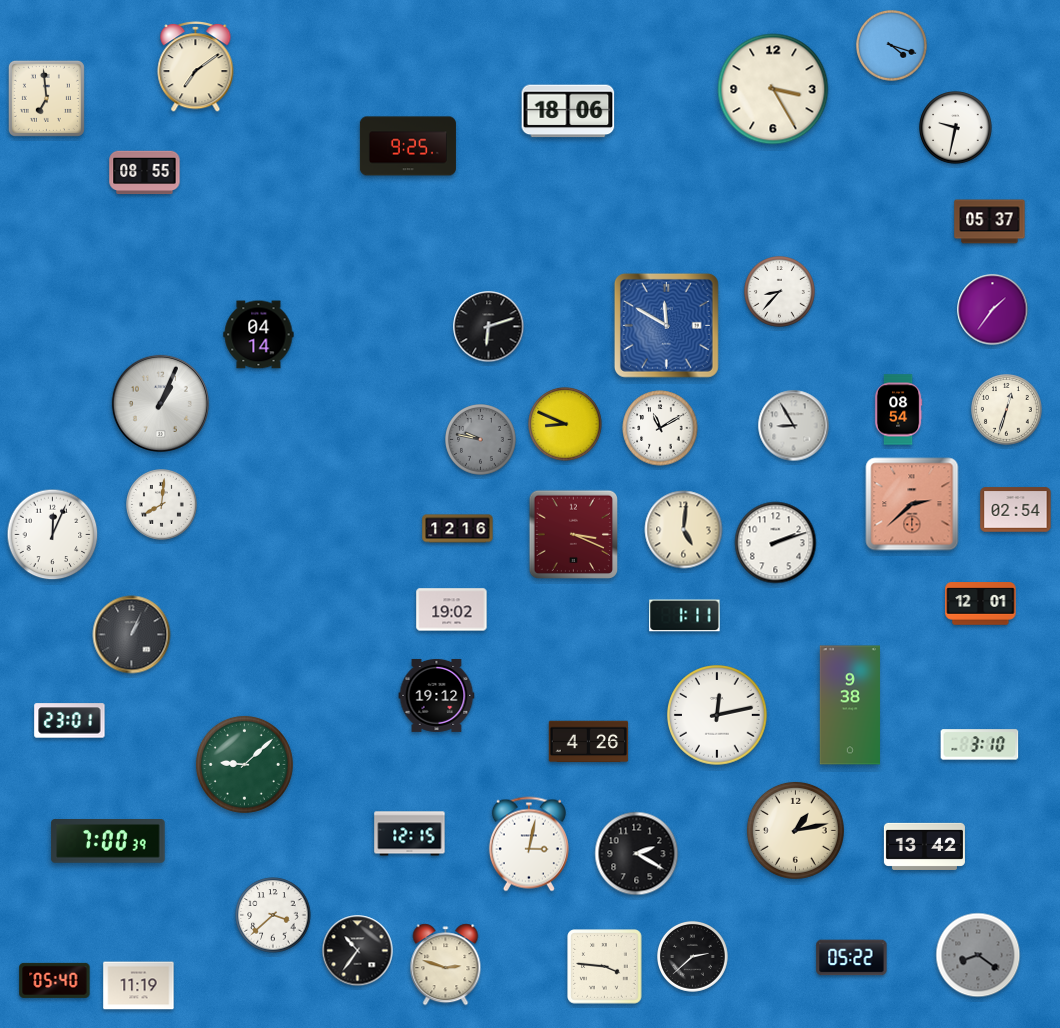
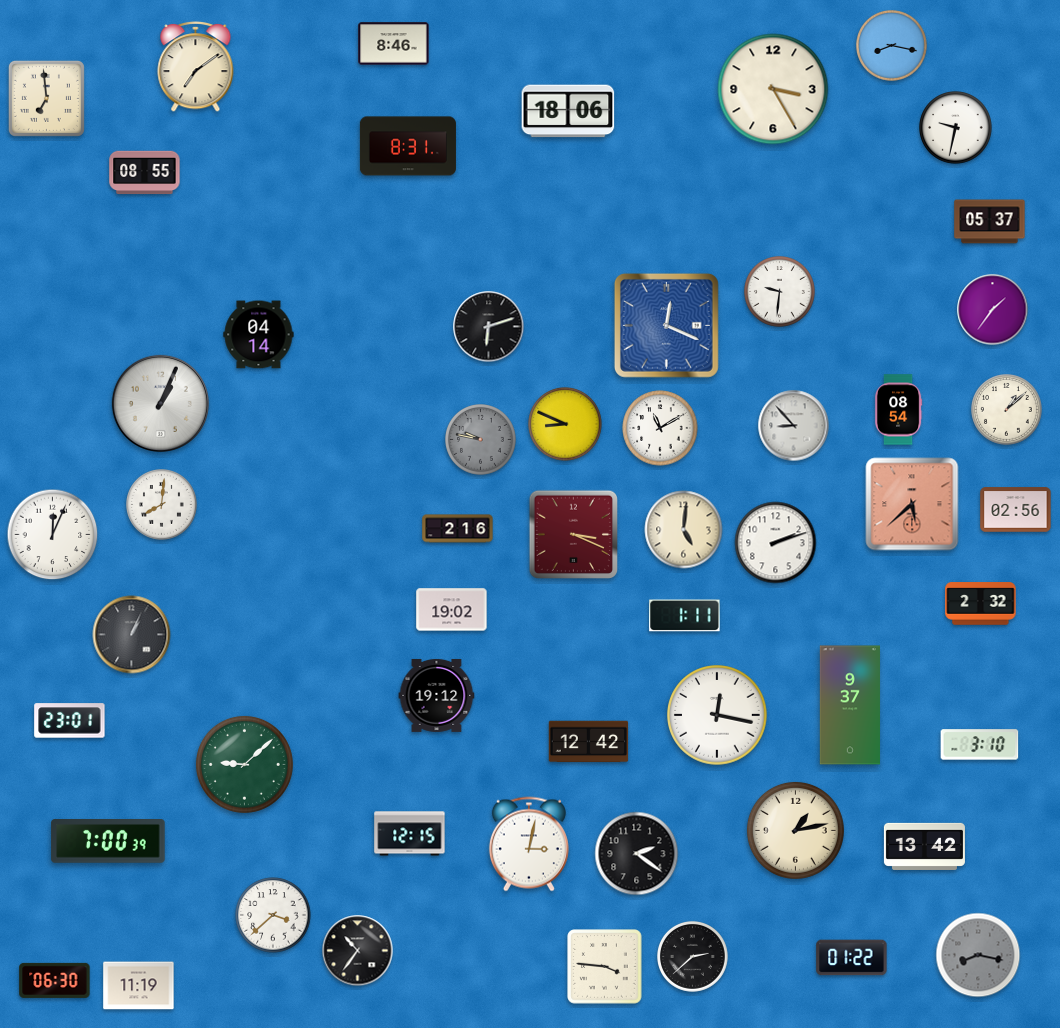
clock at (394, 44): none -> 8:46
clock at (892, 46): 4:18 -> 8:17
clock at (408, 146): 9:25 -> 8:31
clock at (780, 292): 8:37 -> 9:31
clock at (666, 325): 11:50 -> 12:19
clock at (1007, 410): 12:33 -> 1:08
clock at (794, 426): 8:55 -> 8:53
clock at (912, 504): 2:38 -> 5:38
clock at (1016, 510): 02:54 -> 02:56
clock at (458, 529): 12:16 -> 2:16
clock at (981, 604): 12:01 -> 2:32
clock at (850, 705): 9:38 -> 9:37
clock at (717, 715): 12:13 -> 12:17
clock at (589, 742): 4:26 -> 12:42
clock at (637, 854): 2:20 -> 2:21
clock at (978, 955): 8:21 -> 8:17
clock at (852, 958): 05:22 -> 01:22
clock at (446, 965): 2:48 -> none
clock at (55, 980): 05:40 -> 06:30
